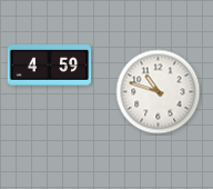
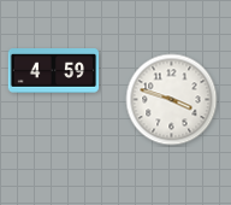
clock at (159, 92): 10:48 -> 3:48
